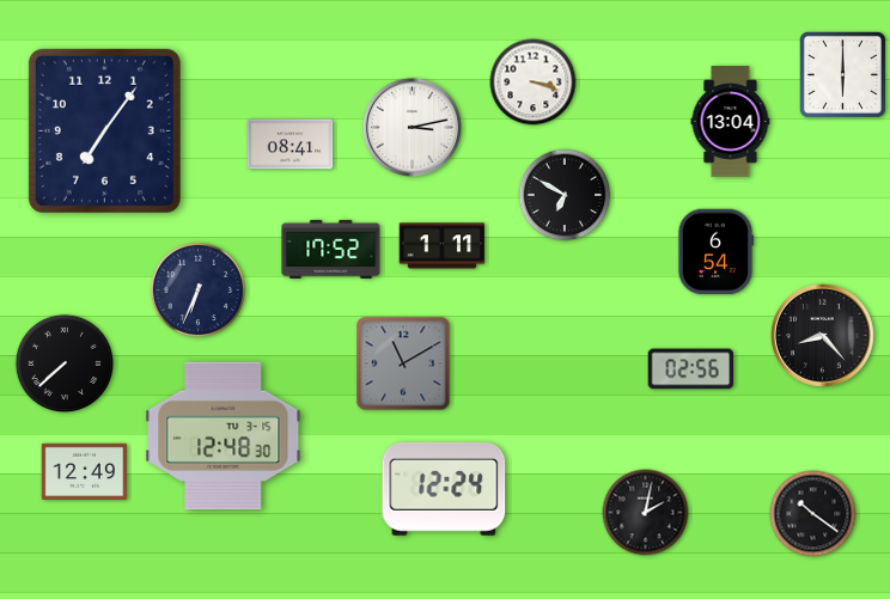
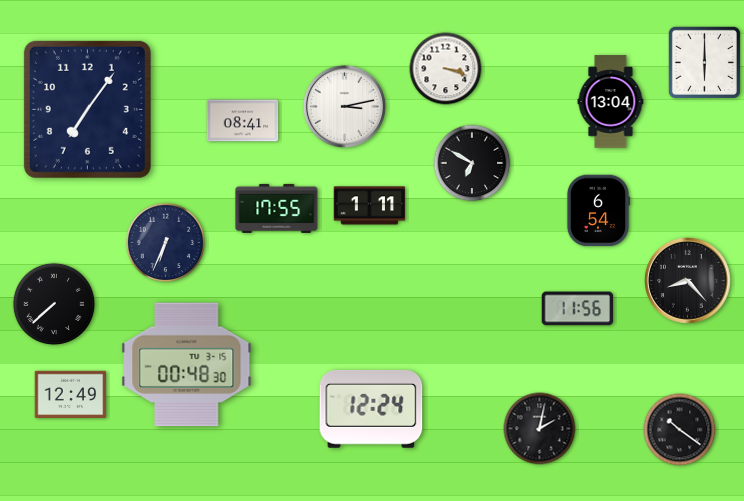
clock at (331, 249): 17:52 -> 17:55
clock at (403, 363): 11:10 -> none
clock at (691, 369): 02:56 -> 11:56
clock at (224, 436): 12:48 -> 00:48
